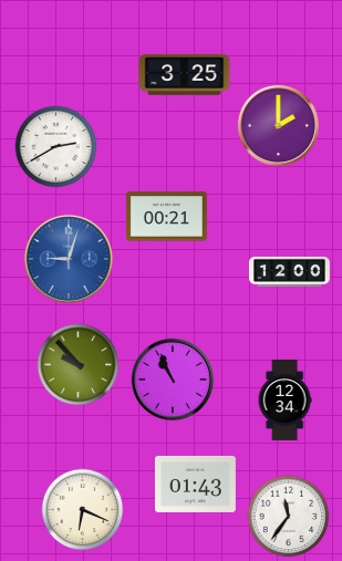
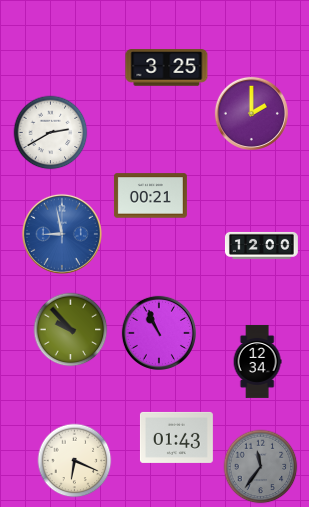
clock at (69, 259): 9:03 -> 8:58
clock at (173, 380) position: (173, 380) -> (159, 333)
clock at (289, 517) dial: white -> grey
